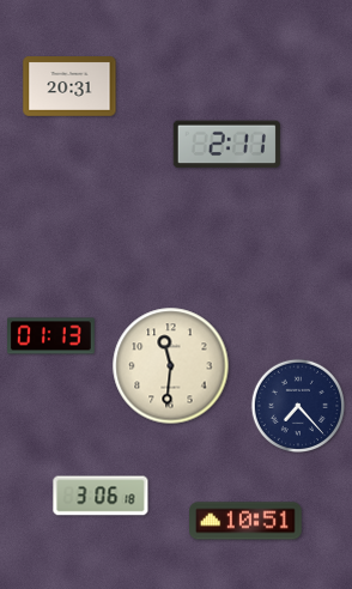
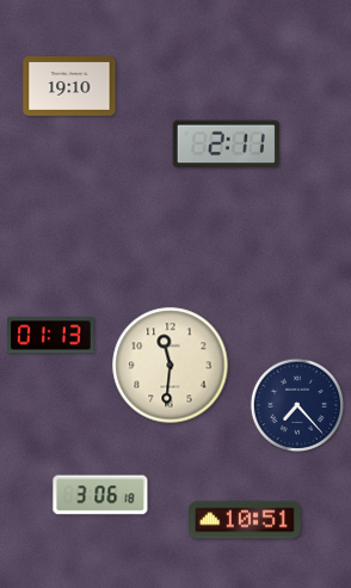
clock at (69, 86): 20:31 -> 19:10
